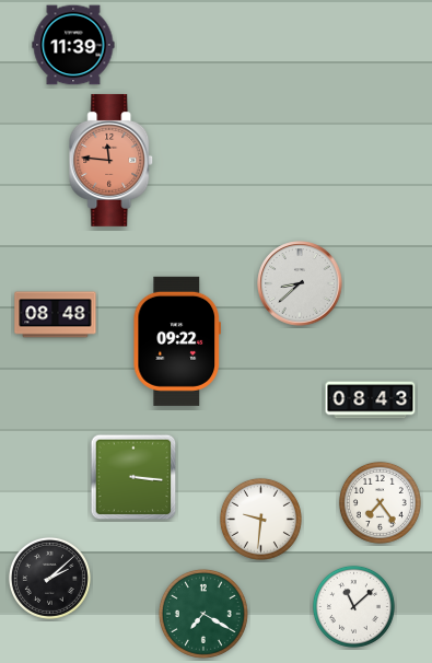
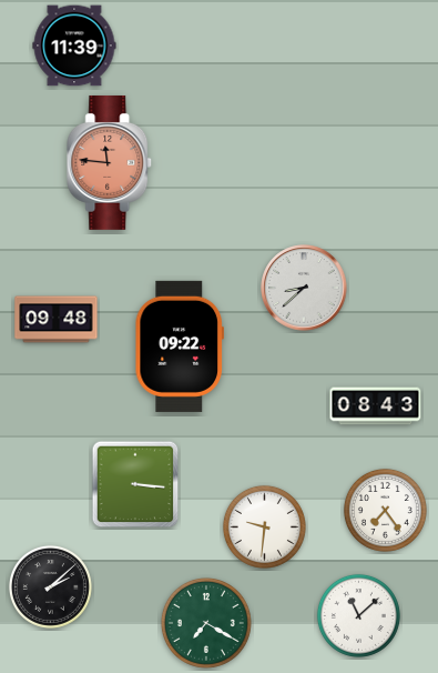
clock at (112, 160) position: (112, 160) -> (110, 162)
clock at (56, 315): 08:48 -> 09:48
